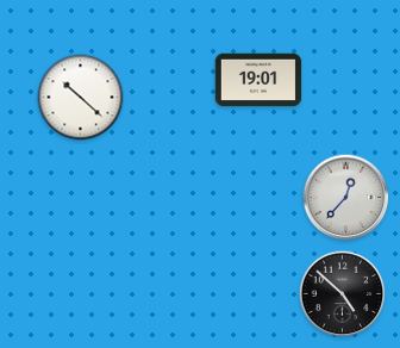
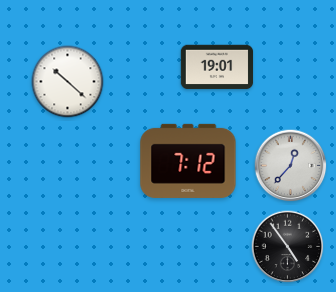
clock at (188, 161): none -> 7:12
clock at (343, 294): 4:52 -> 4:54
